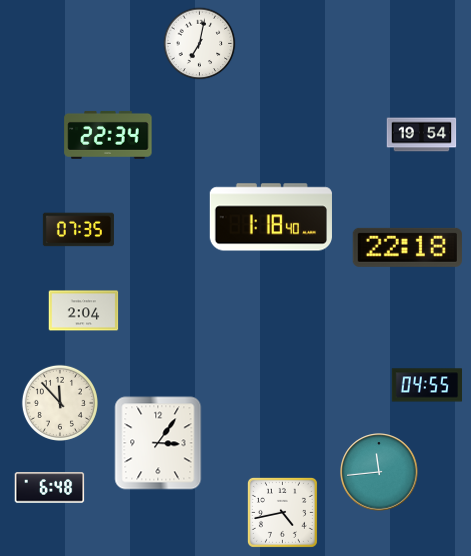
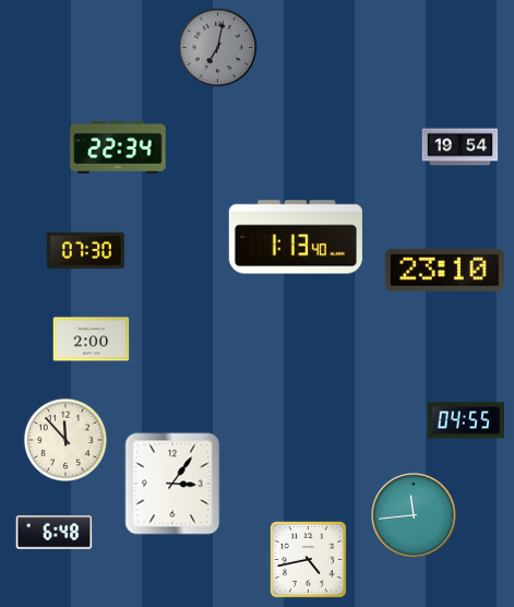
clock at (200, 44) dial: white -> grey
clock at (271, 217): 1:18 -> 1:13
clock at (78, 230): 07:35 -> 07:30
clock at (407, 247): 22:18 -> 23:10
clock at (84, 311): 2:04 -> 2:00
